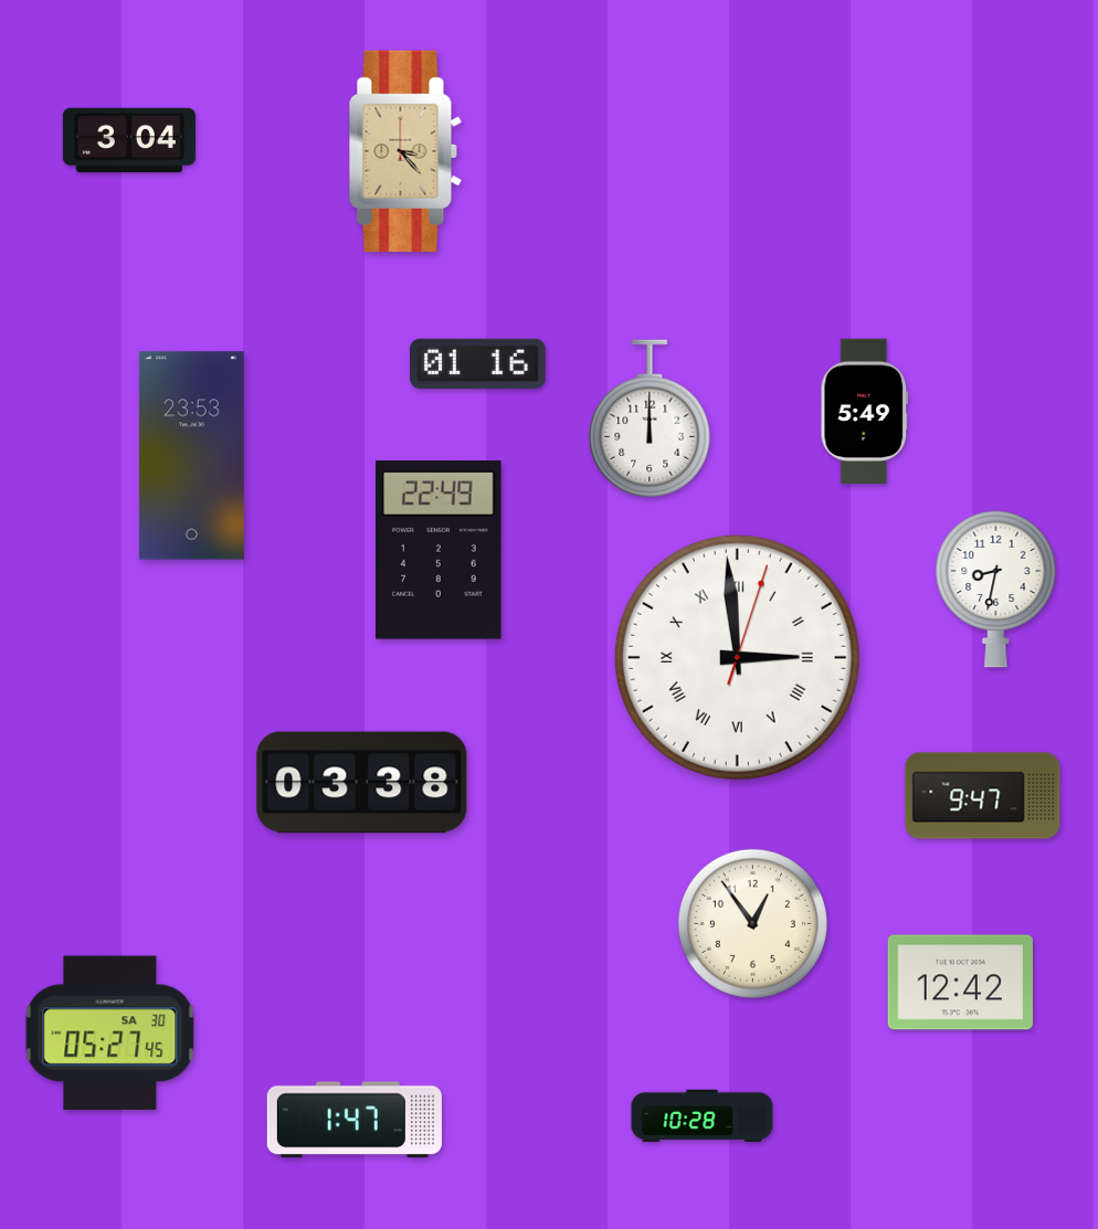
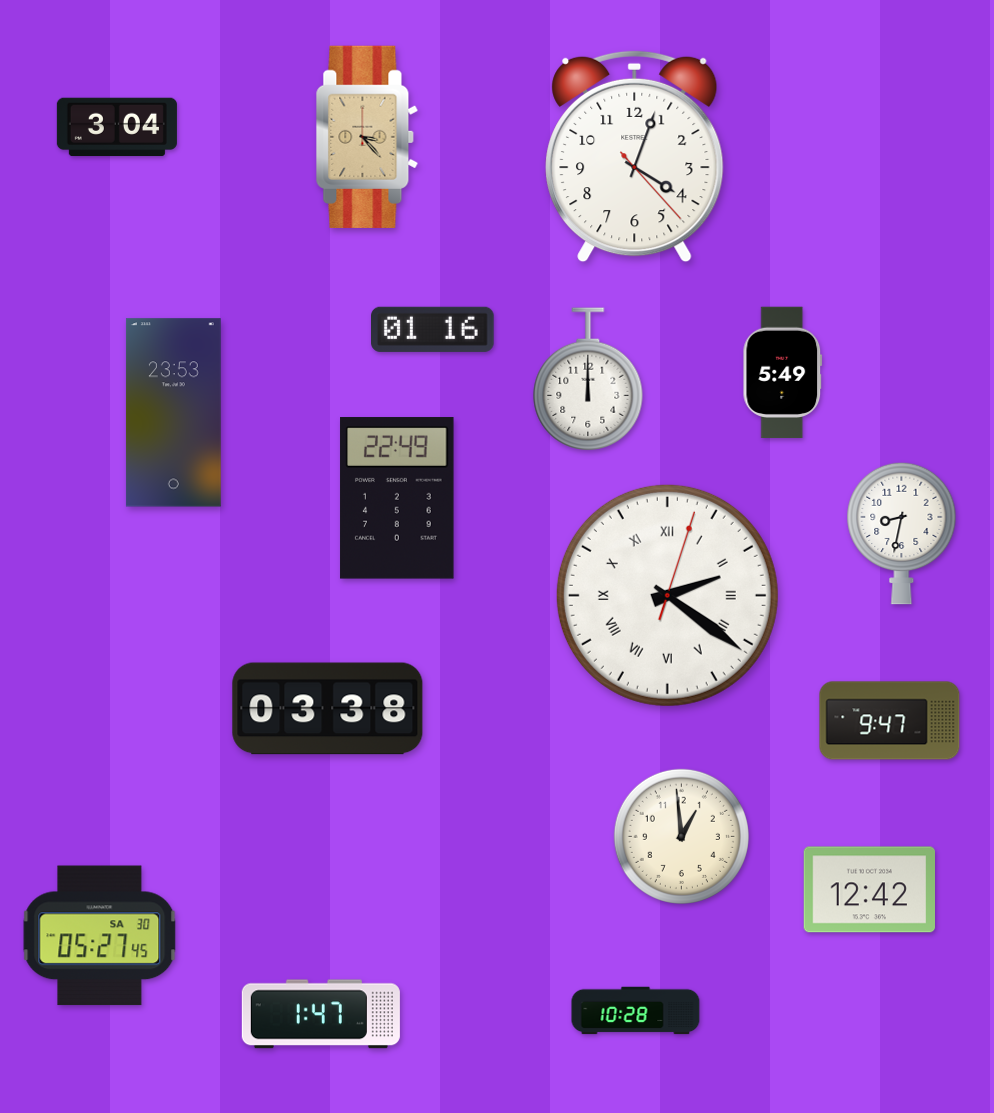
clock at (635, 157): none -> 4:03
clock at (737, 657): 2:59 -> 2:21
clock at (752, 923): 12:54 -> 12:59
